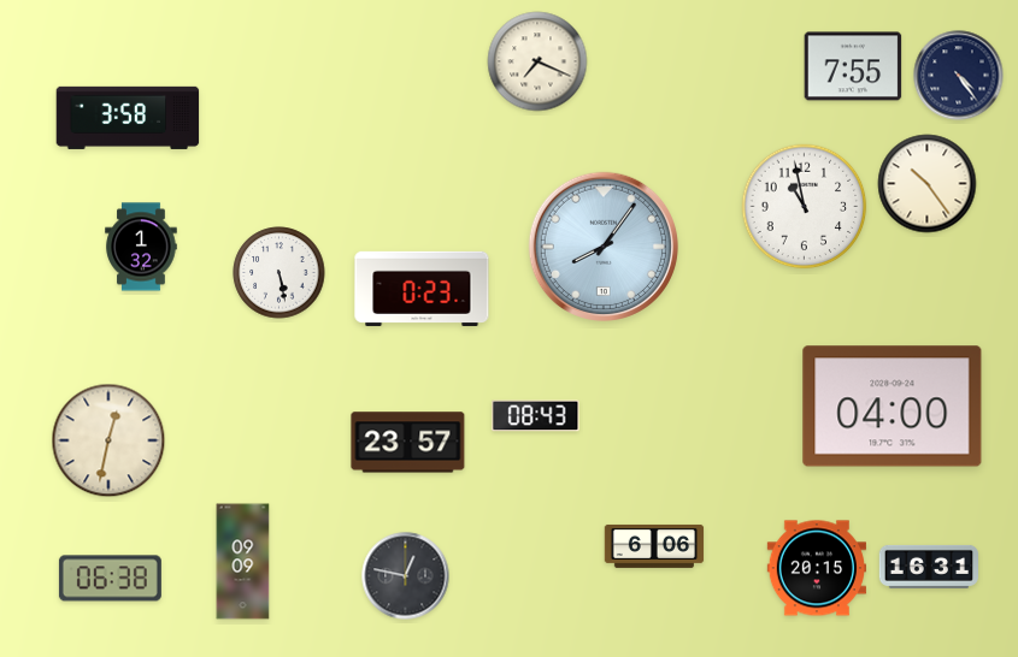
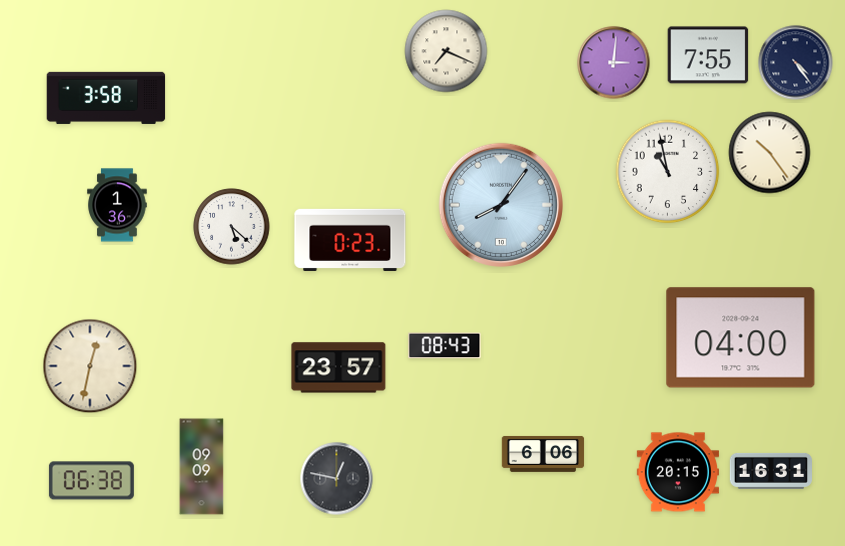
clock at (614, 63): none -> 3:01
clock at (141, 247): 1:32 -> 1:36
clock at (279, 273): 5:28 -> 5:22
